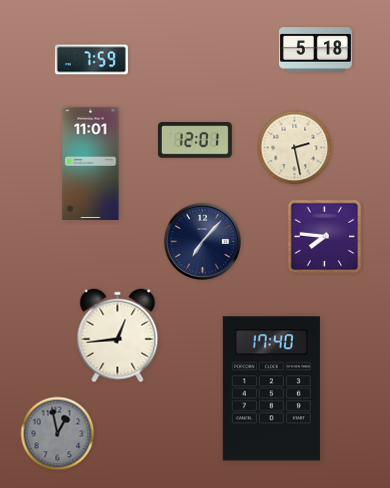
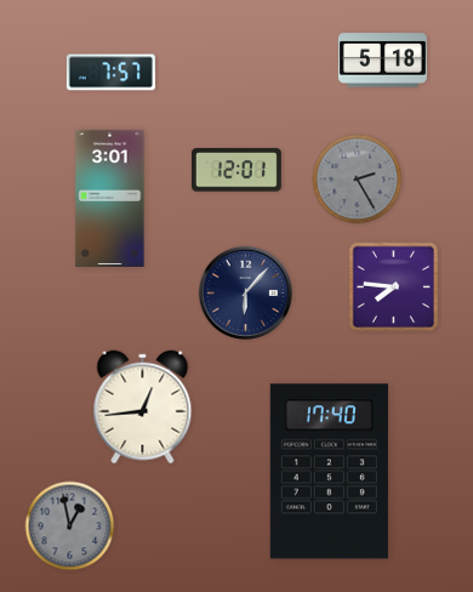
clock at (91, 60): 7:59 -> 7:57
clock at (295, 148): 2:28 -> 2:25
clock at (295, 148) dial: cream -> grey
clock at (91, 163): 11:01 -> 3:01
clock at (202, 241): 7:07 -> 6:07
